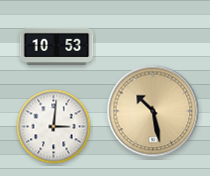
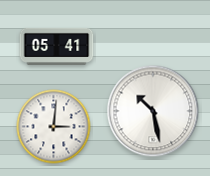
clock at (57, 46): 10:53 -> 05:41
clock at (153, 111) dial: champagne -> white
